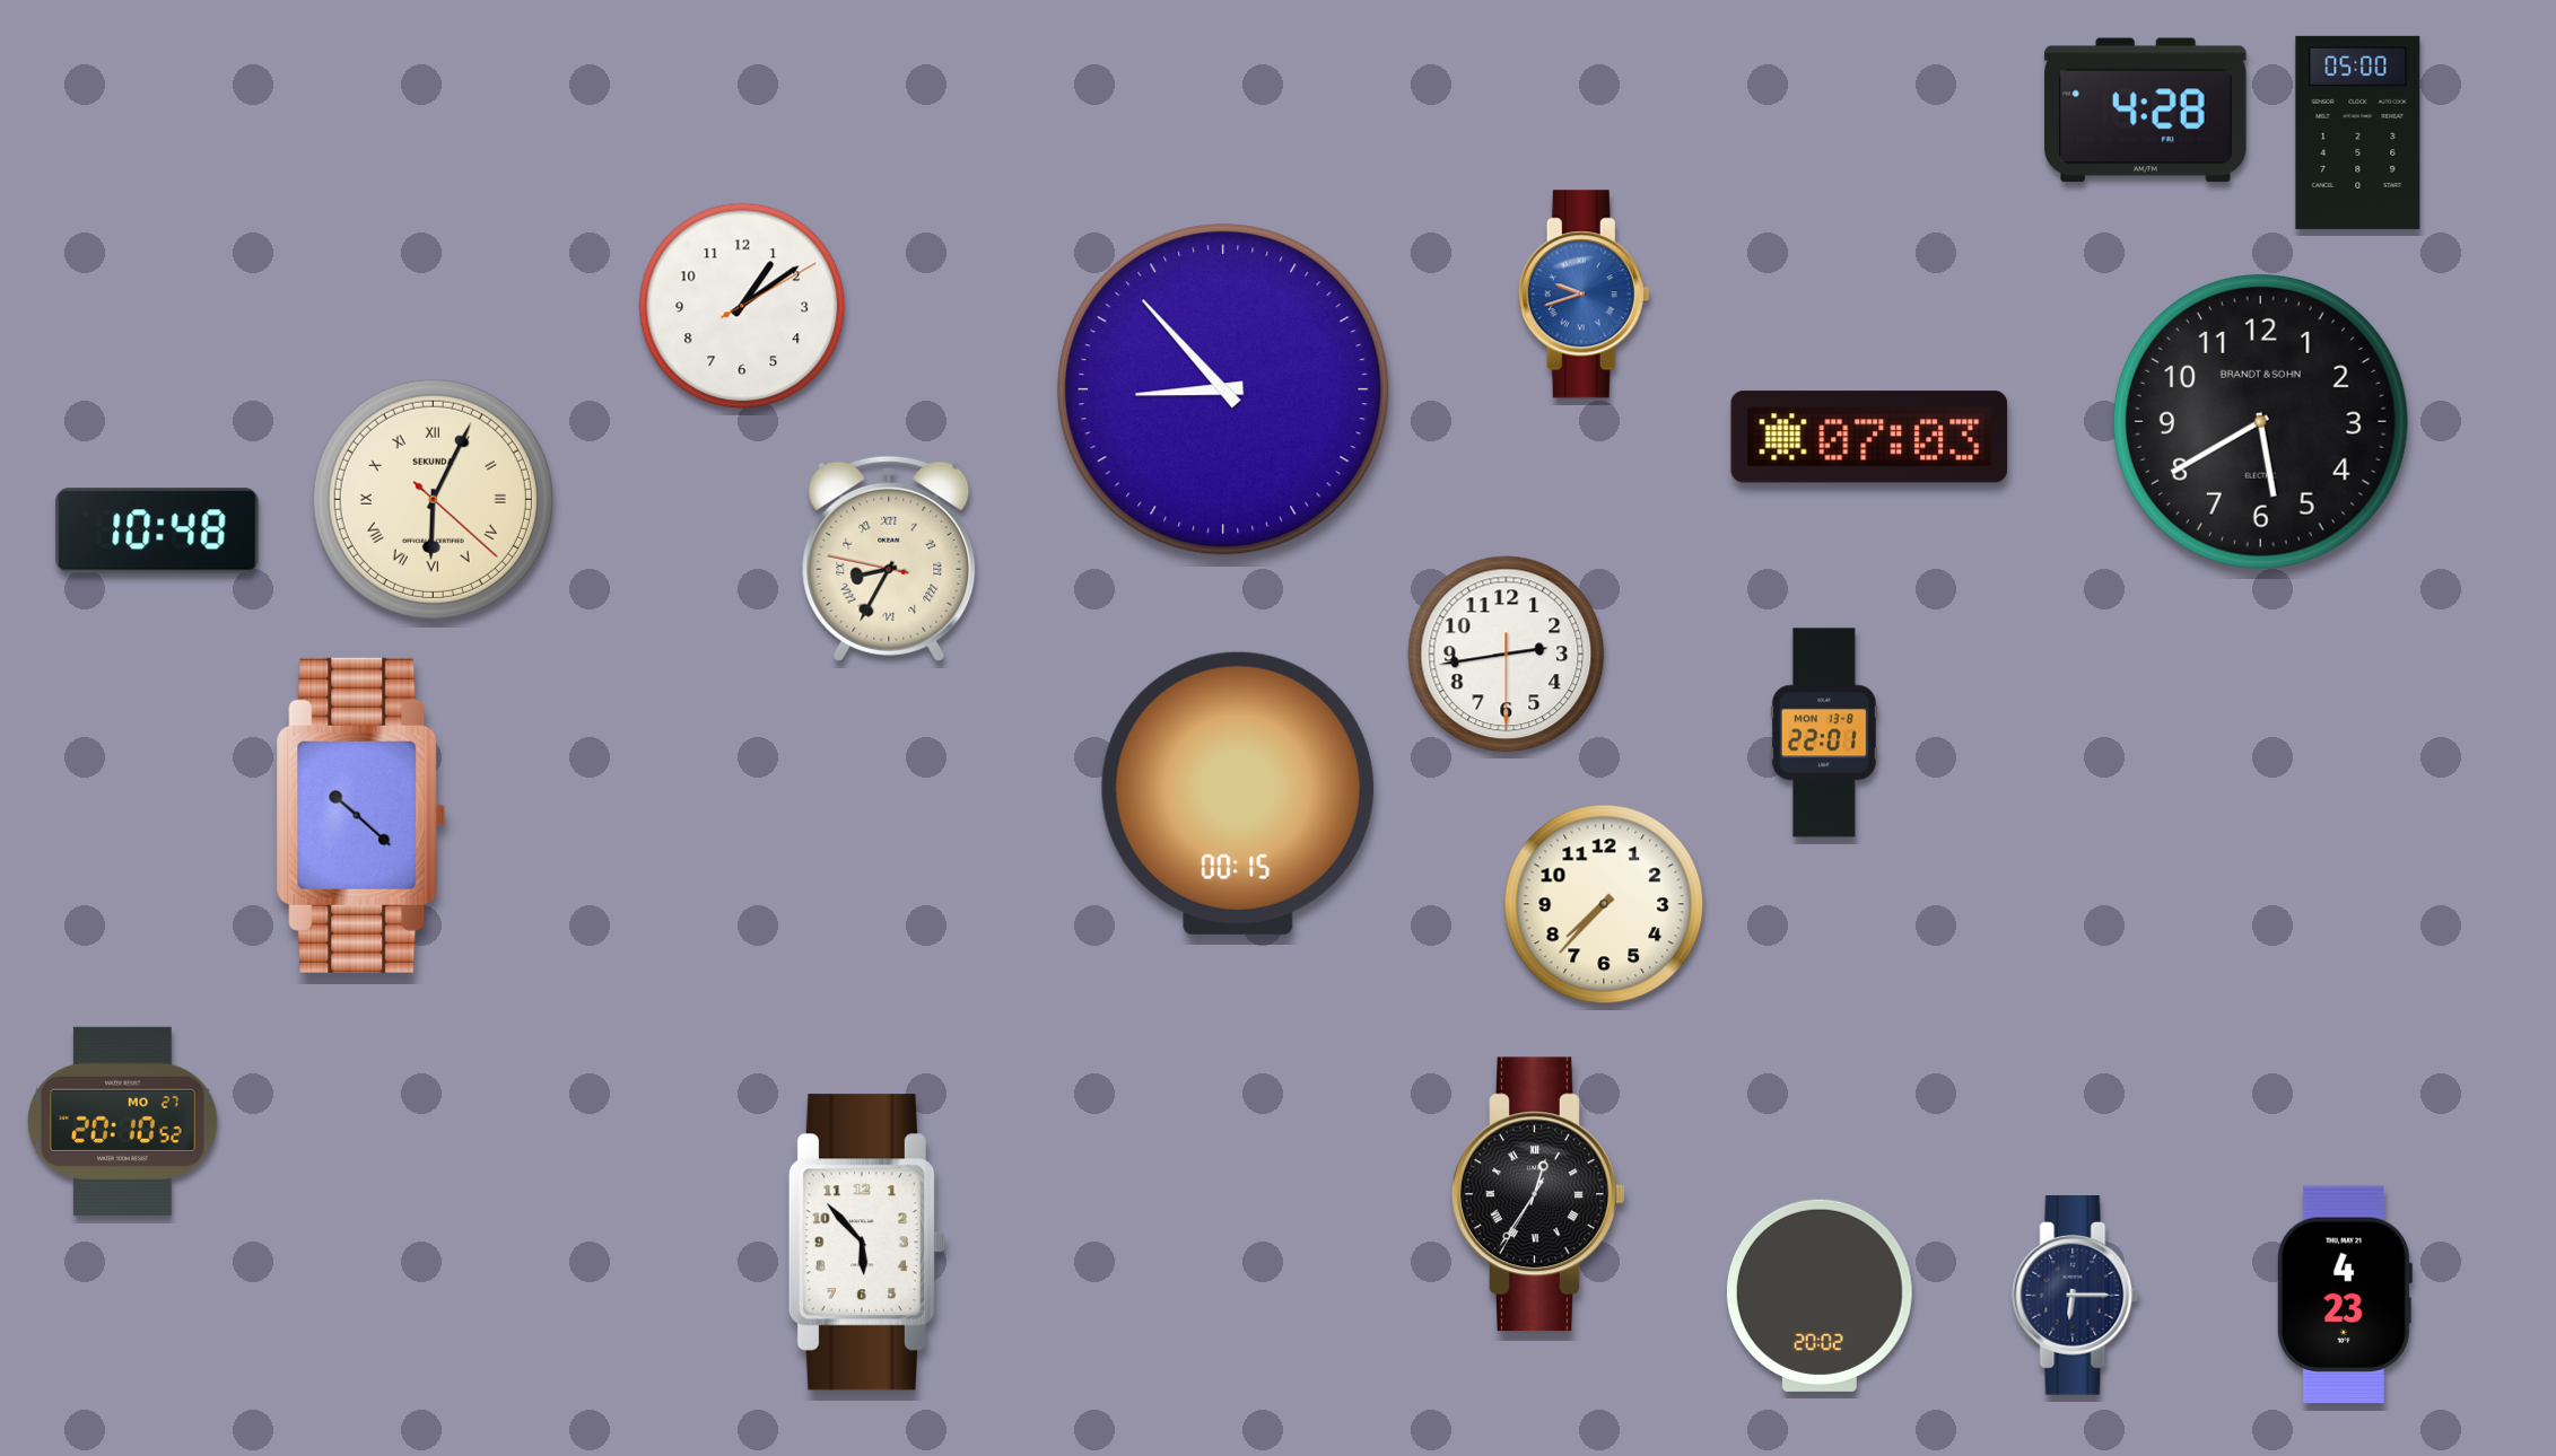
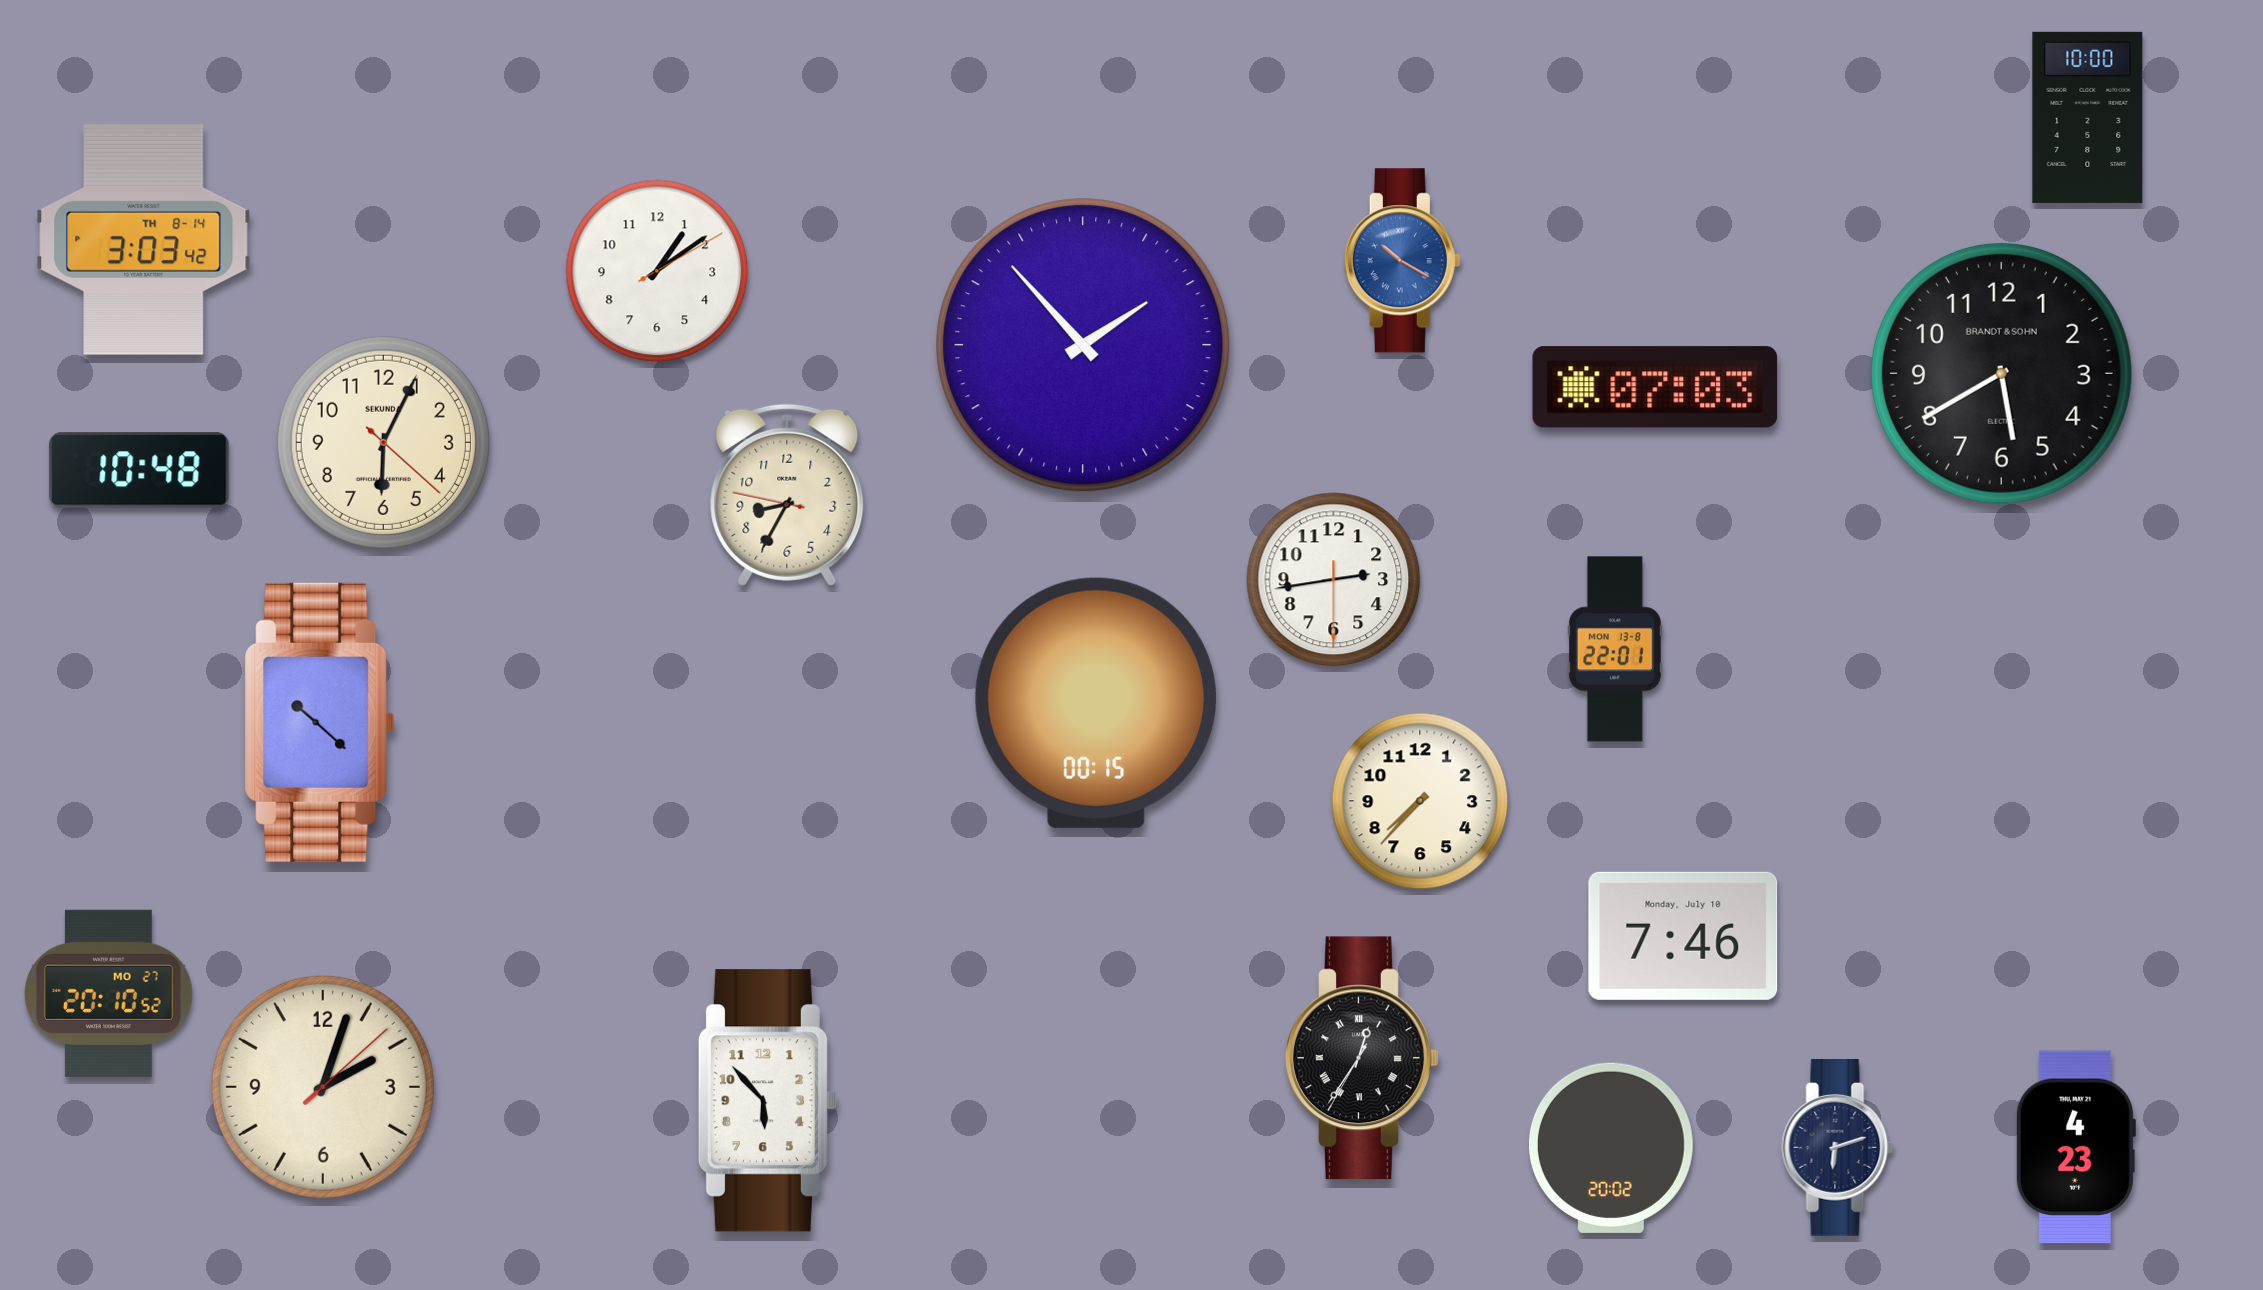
clock at (2146, 111): 4:28 -> none
clock at (2358, 132): 05:00 -> 10:00
clock at (144, 239): none -> 3:03
clock at (1584, 295): 9:42 -> 10:20
clock at (1223, 389): 8:53 -> 1:53
clock at (433, 499) numerals: Roman -> Arabic
clock at (889, 559) numerals: Roman -> Arabic
clock at (1683, 936): none -> 7:46
clock at (323, 1087): none -> 2:03
clock at (2076, 1296): 6:15 -> 6:12
